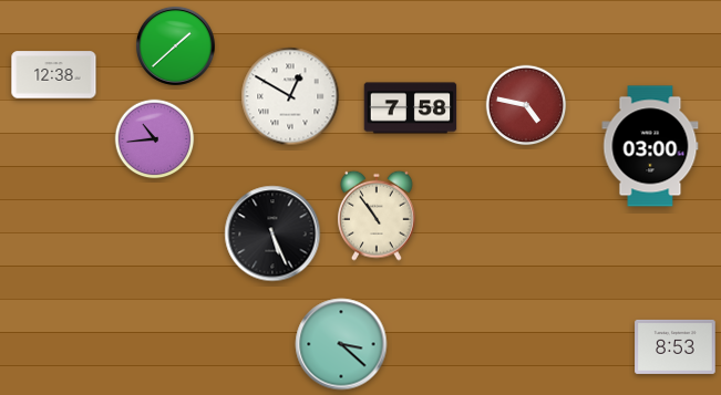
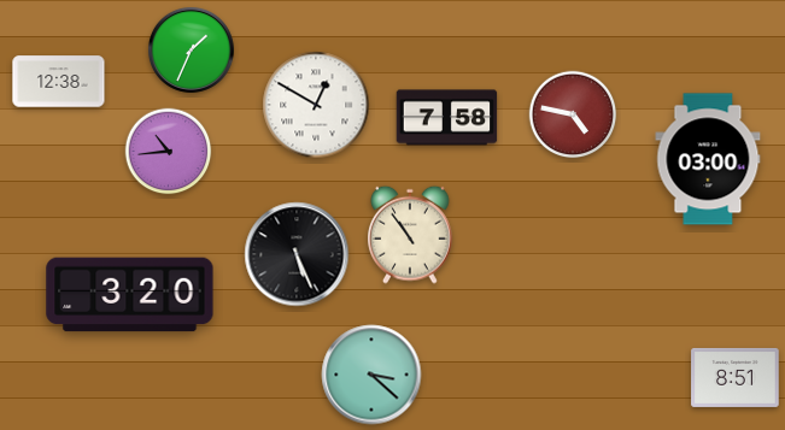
clock at (175, 45): 1:38 -> 1:34
clock at (130, 295): none -> 3:20
clock at (676, 346): 8:53 -> 8:51
